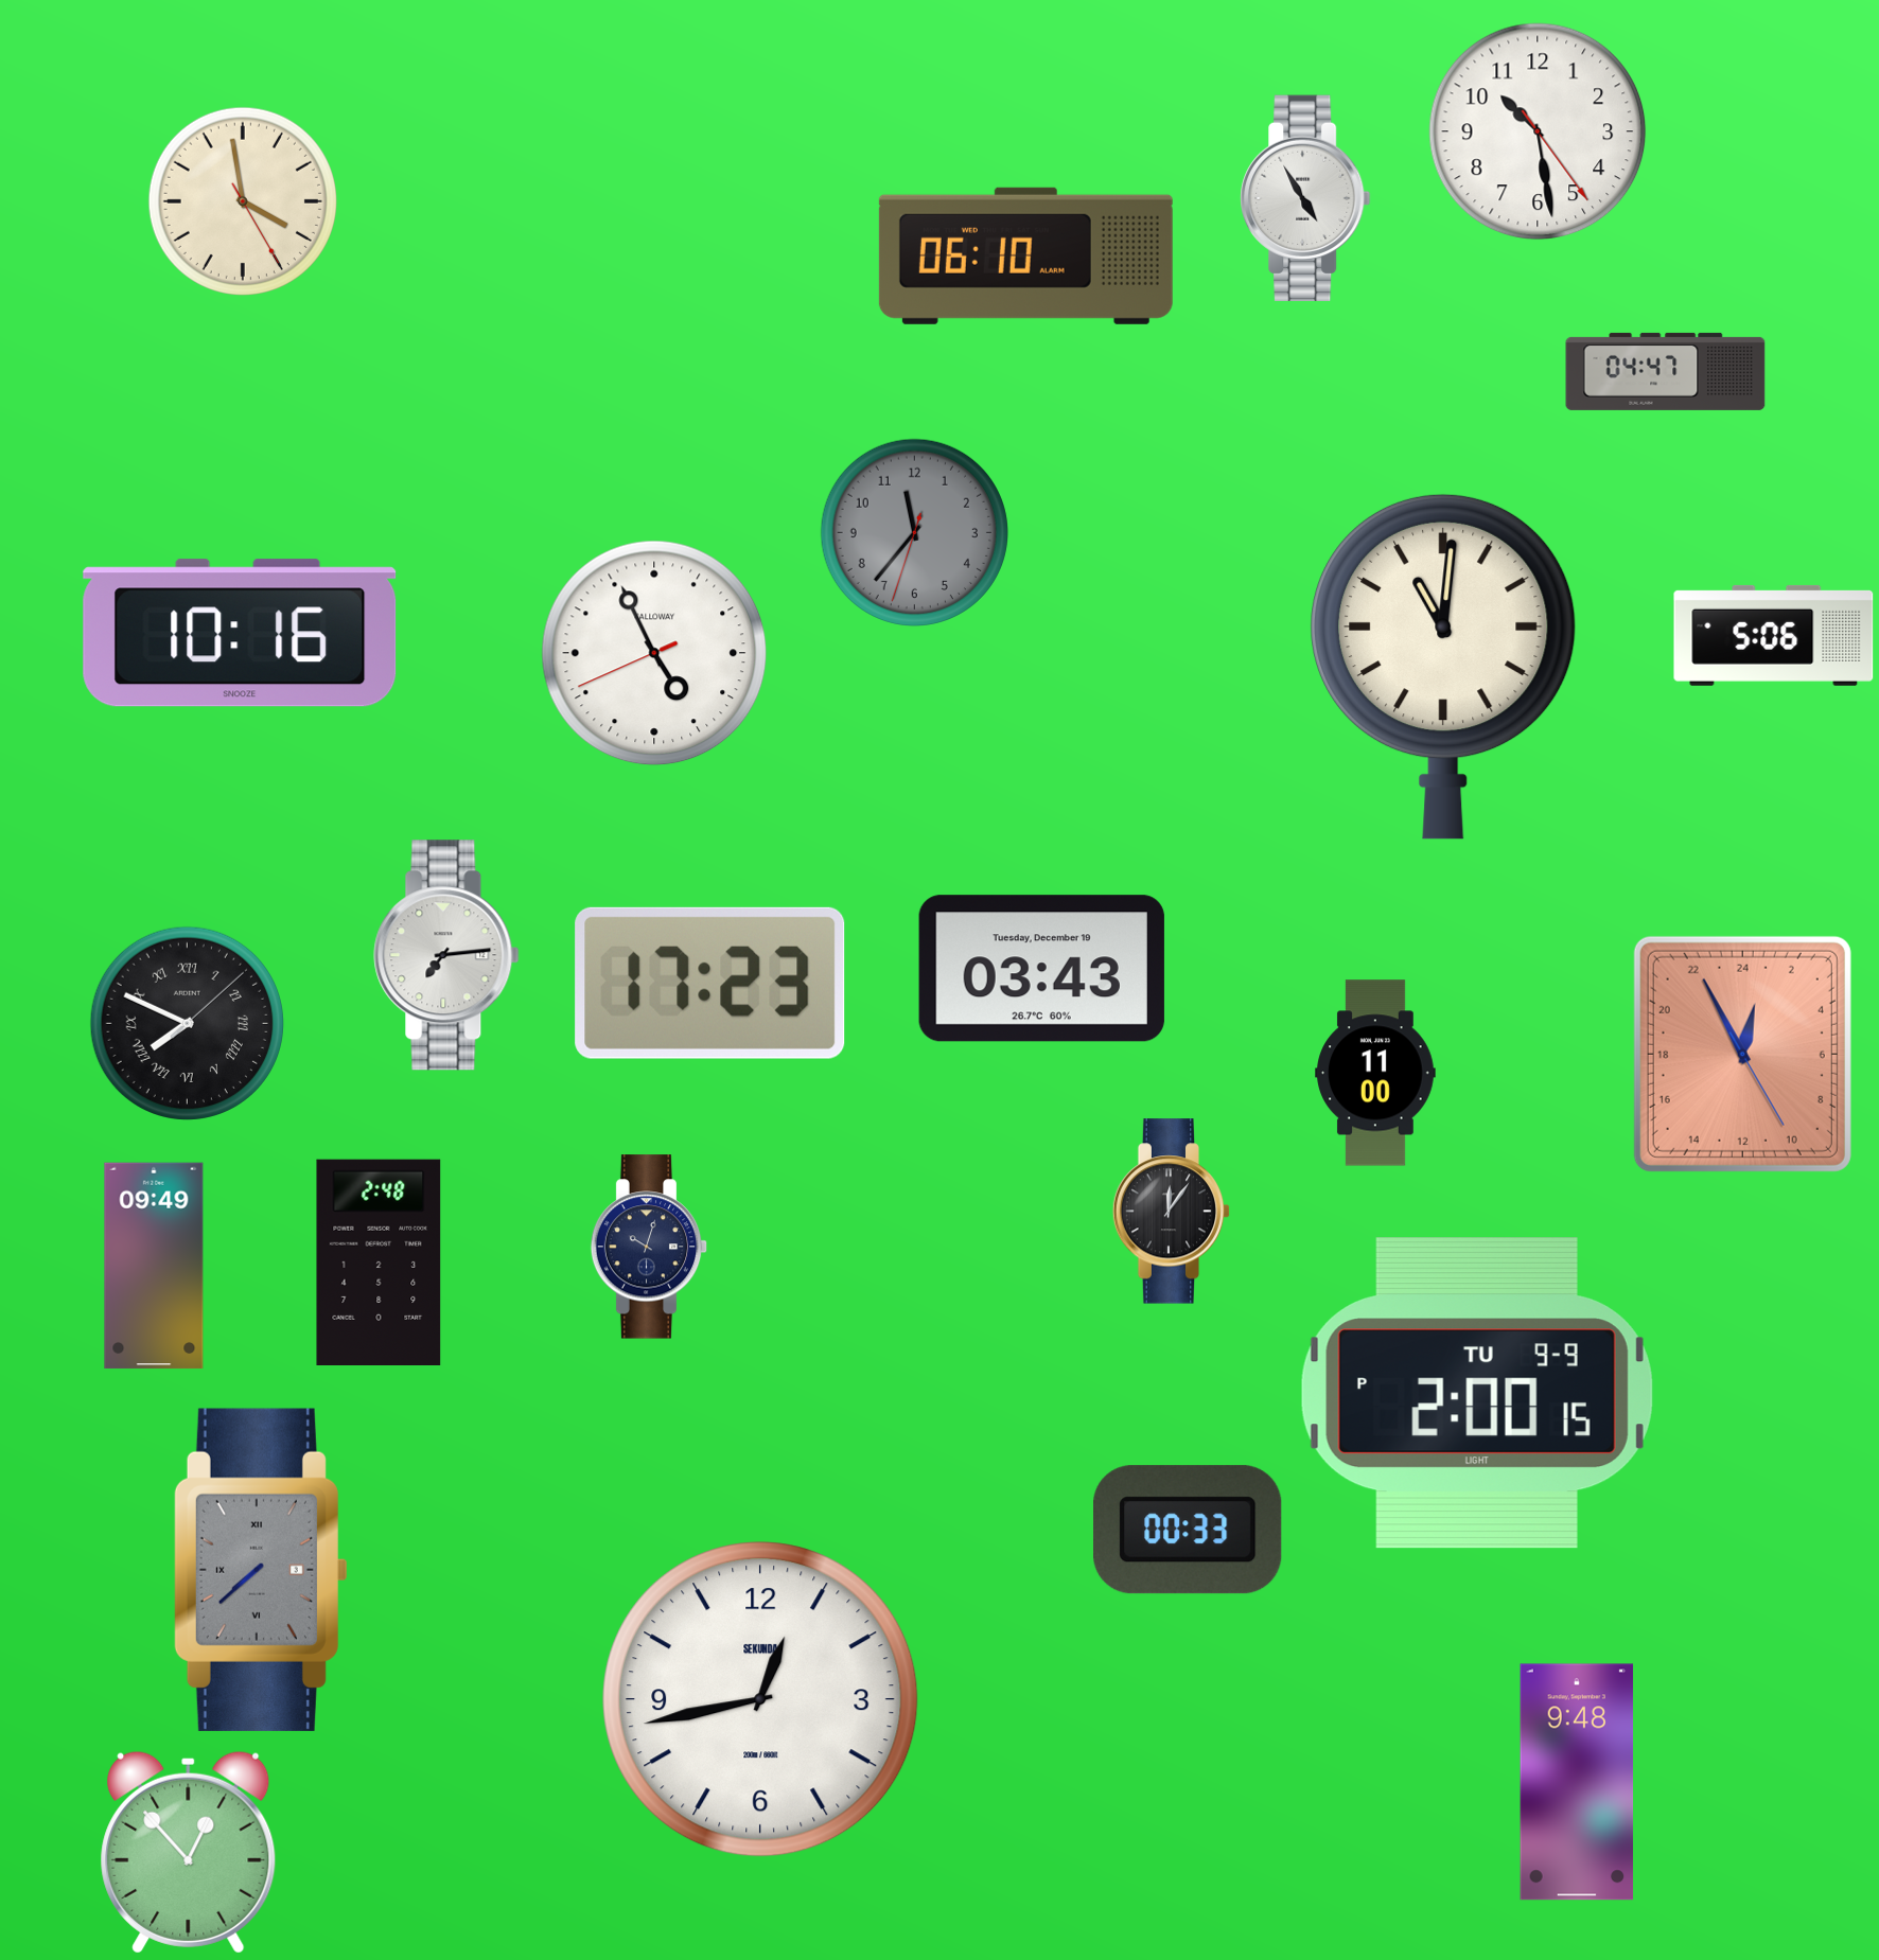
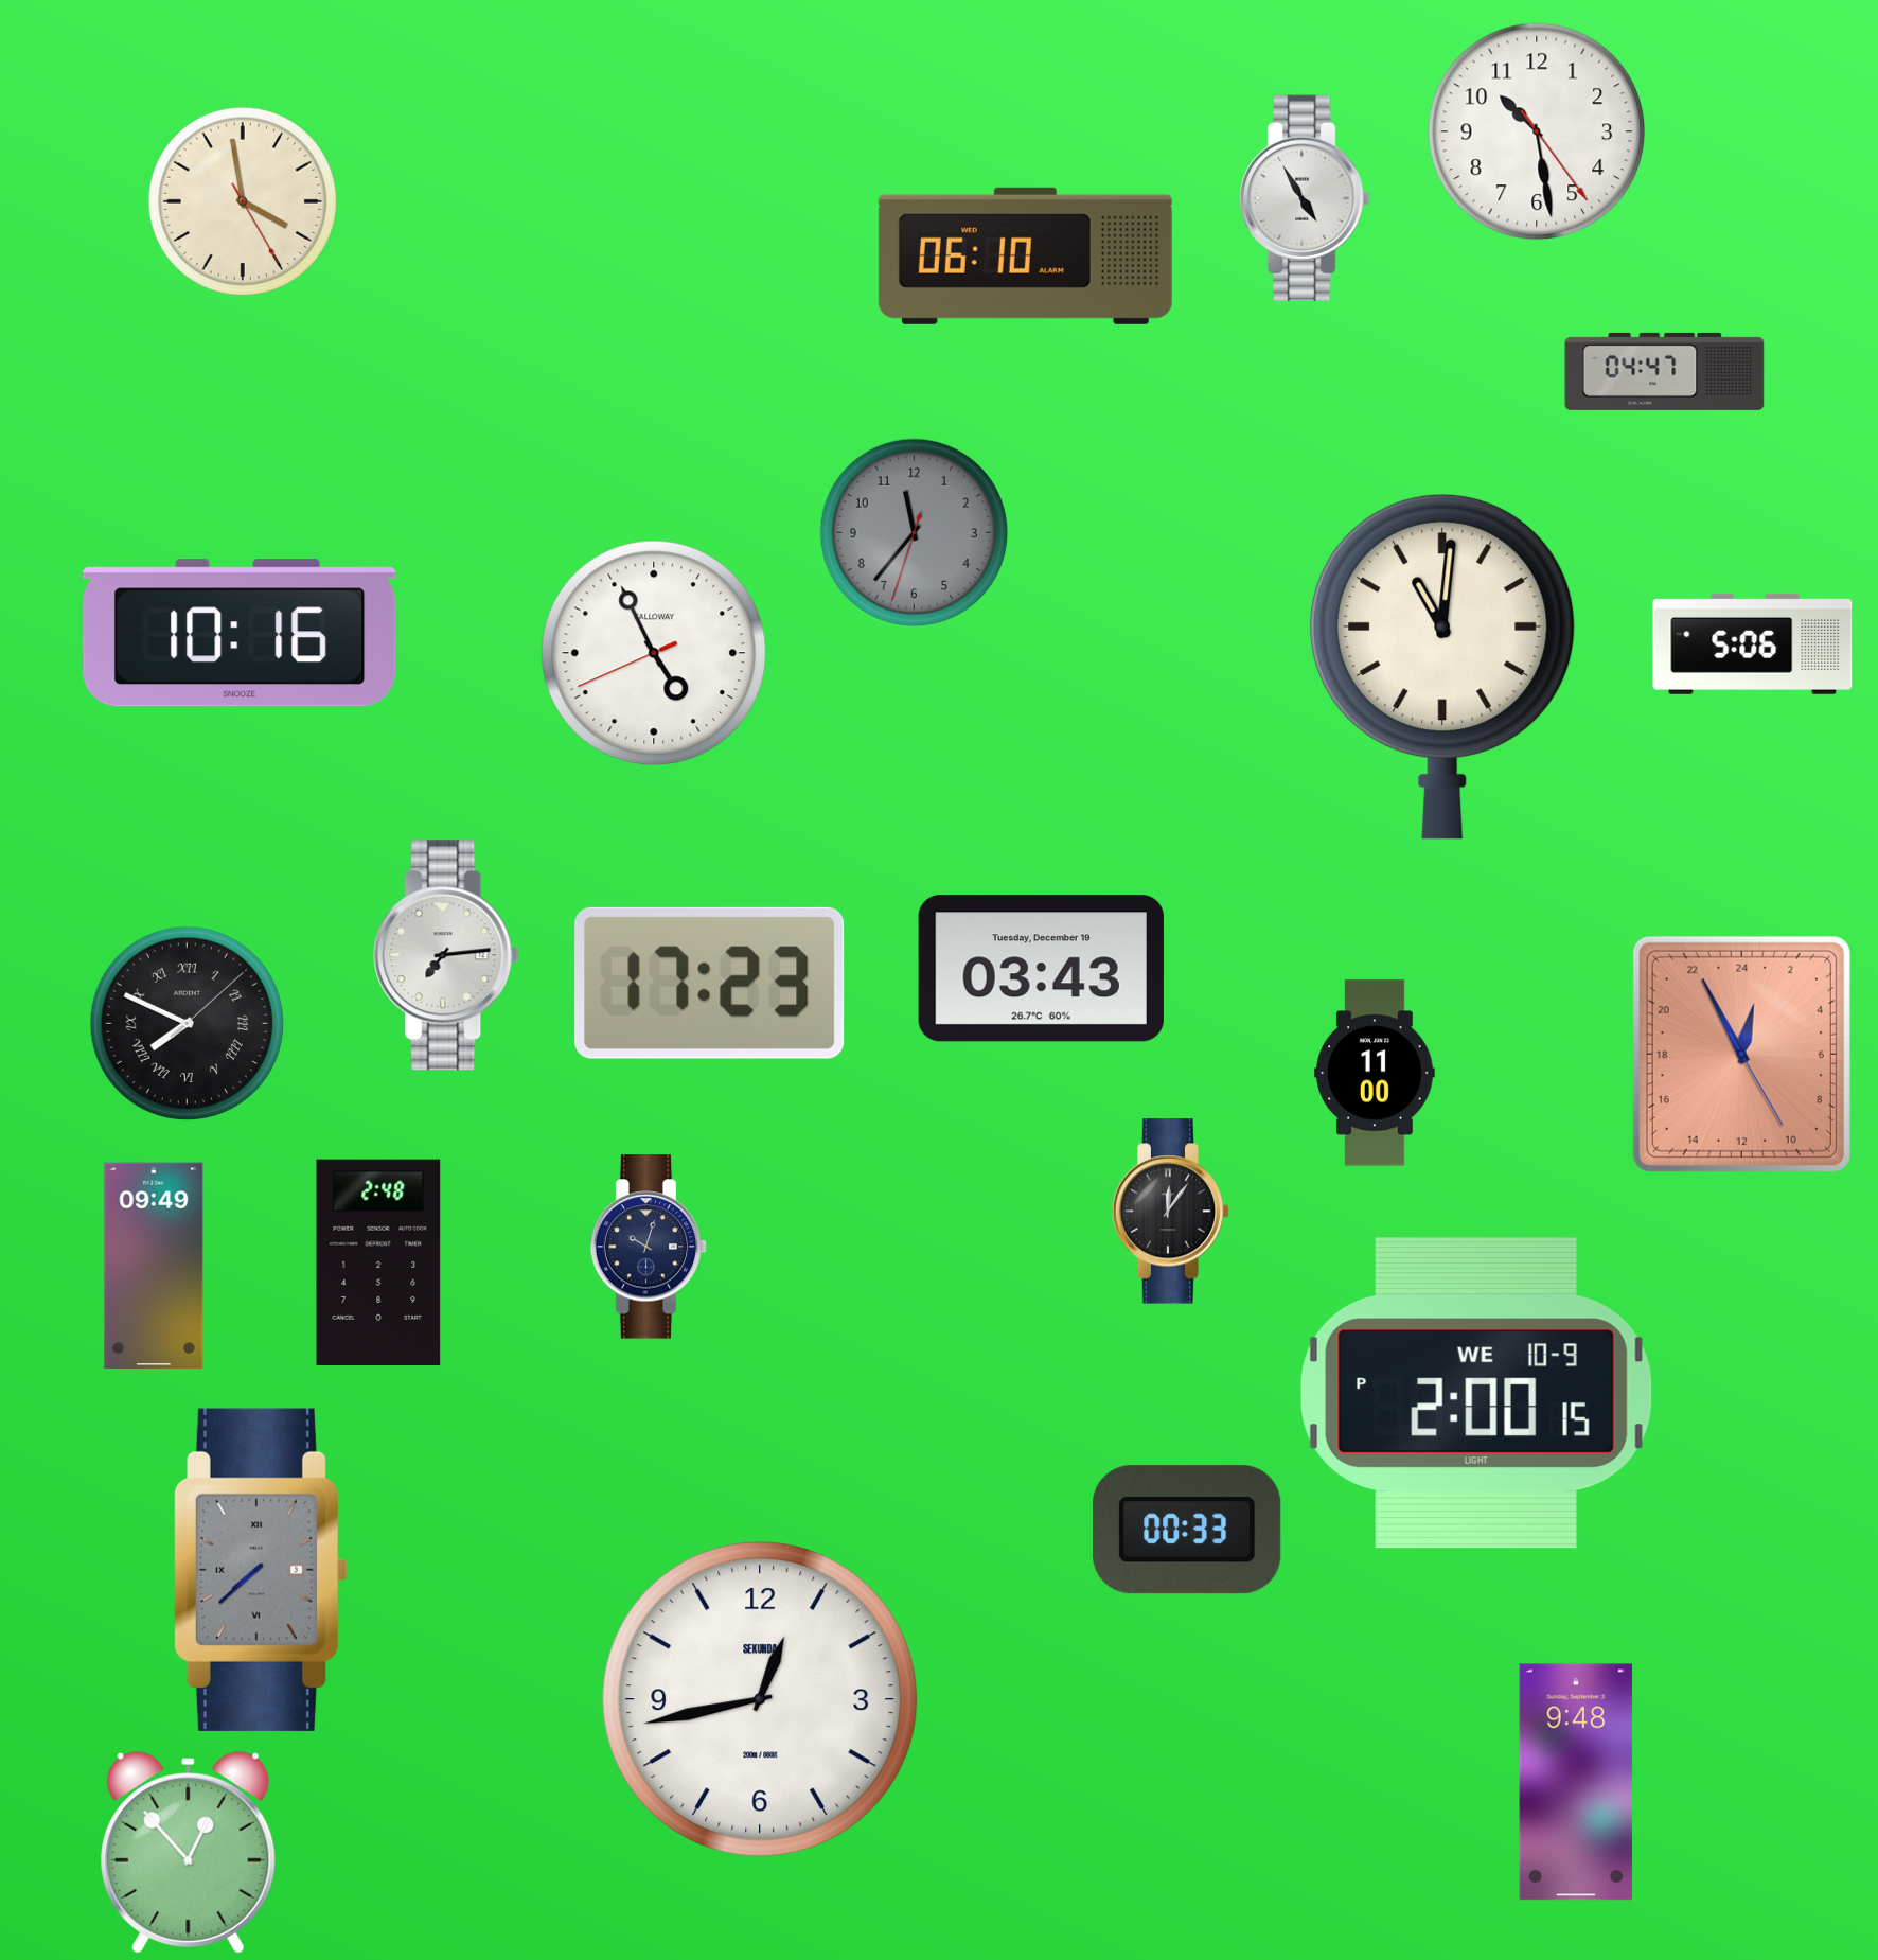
clock at (1774, 635) position: (1774, 635) -> (1753, 643)
clock at (1477, 1393) date: TU 9-9 -> WE 10-9
